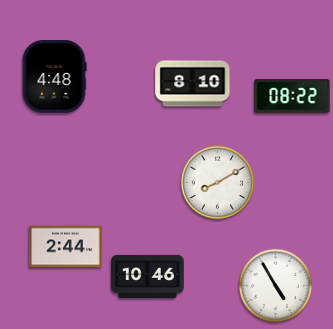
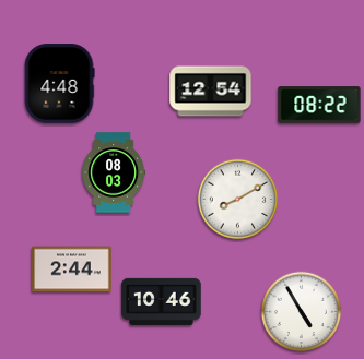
clock at (193, 84): 8:10 -> 12:54
clock at (113, 172): none -> 08:03
